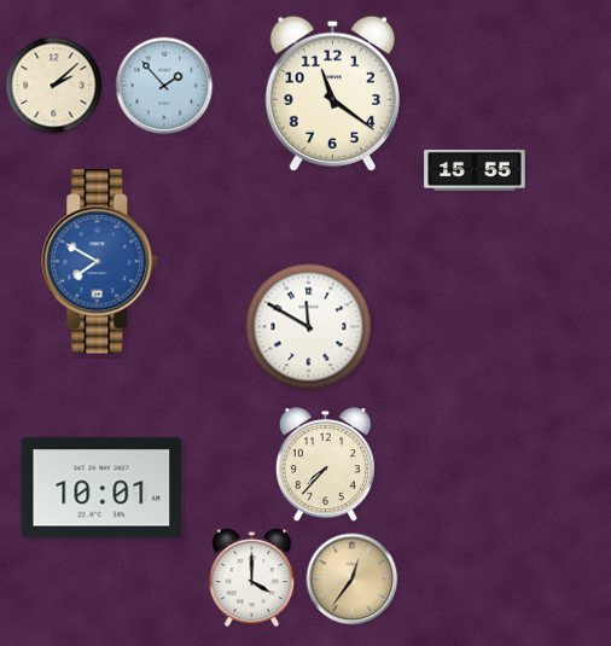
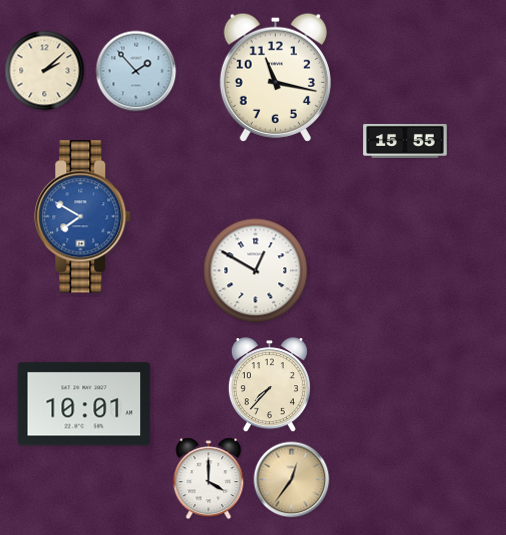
clock at (332, 93): 11:21 -> 11:17
clock at (475, 170) position: (475, 170) -> (405, 141)
clock at (309, 327): 11:50 -> 12:50
